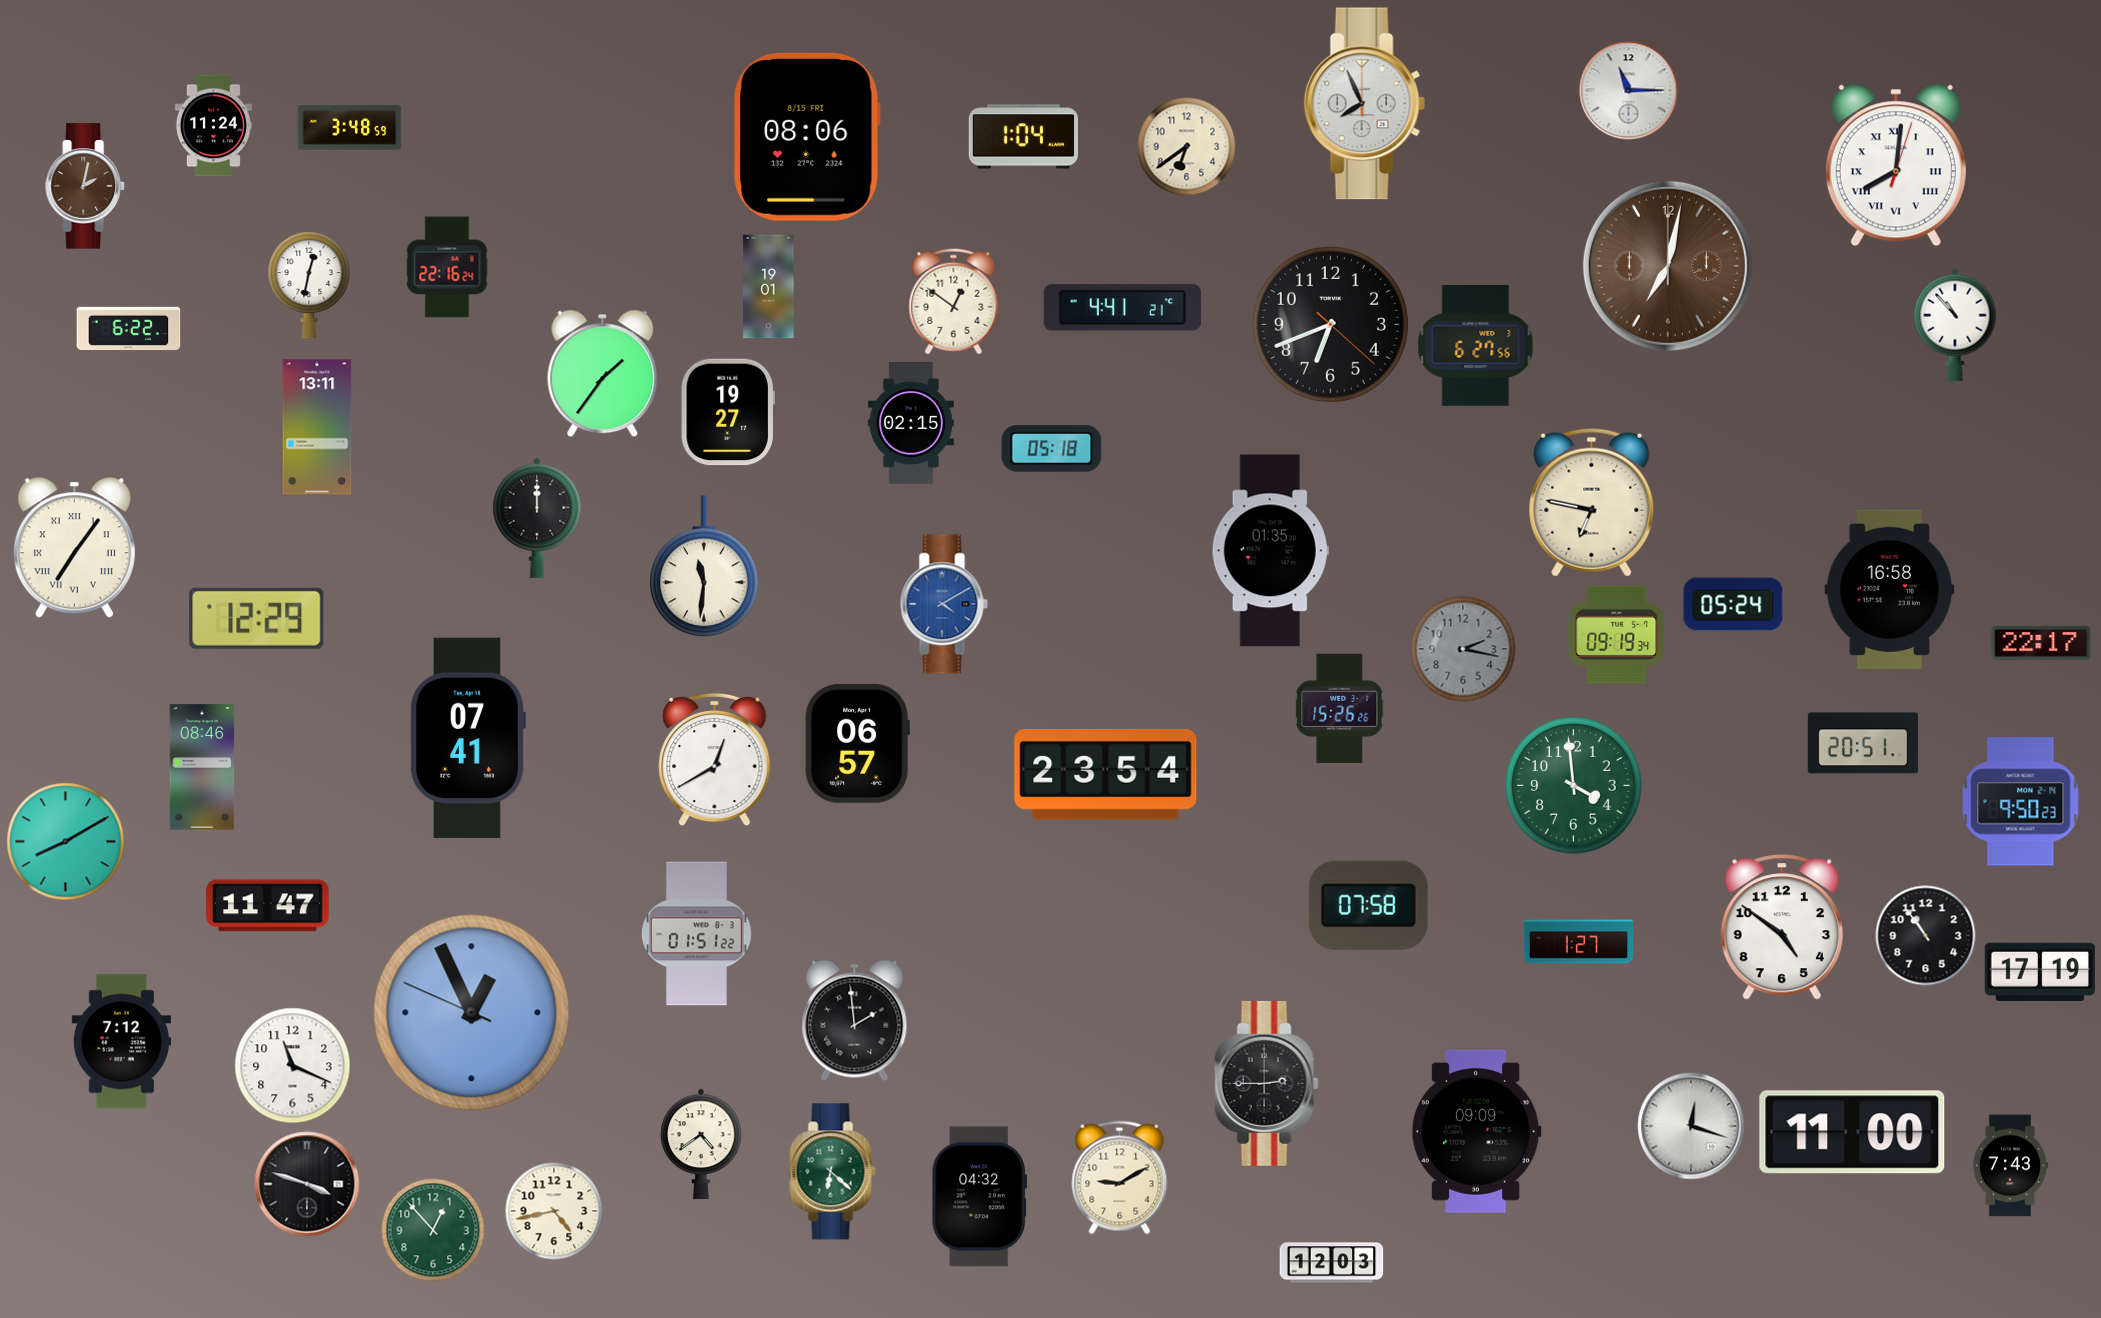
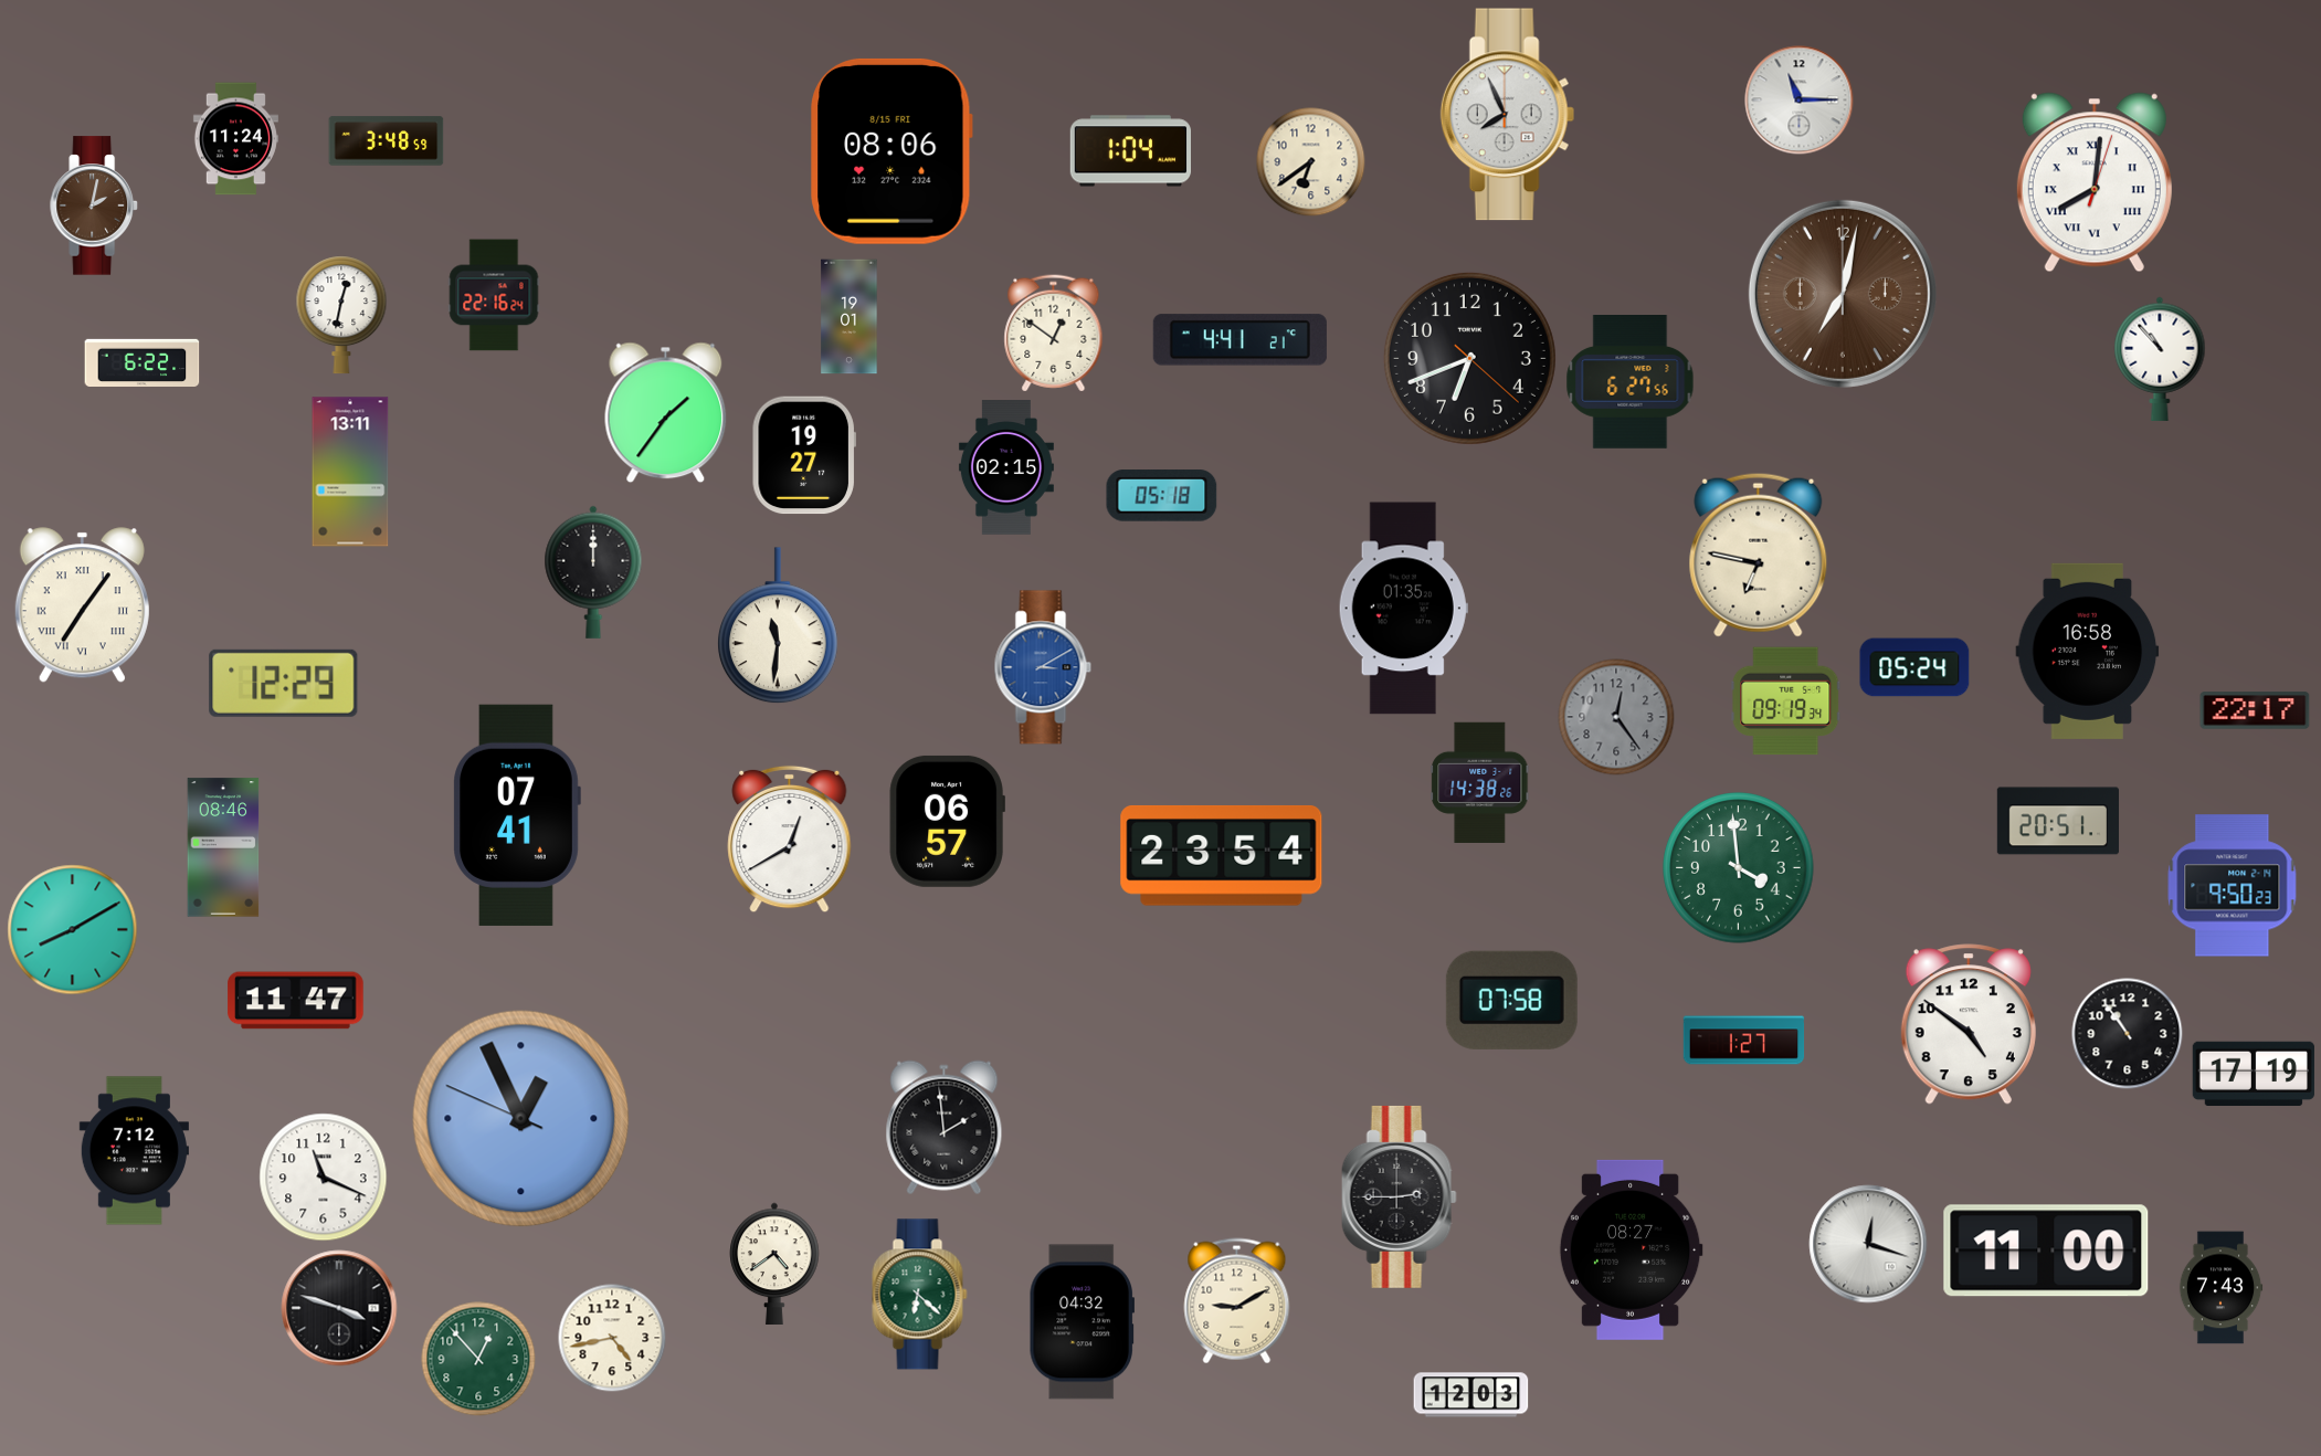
clock at (944, 604): 4:10 -> 3:10
clock at (1463, 649): 2:17 -> 12:24
clock at (1340, 708): 15:26 -> 14:38
clock at (697, 934): 01:51 -> none
clock at (1476, 1131): 09:09 -> 08:27
